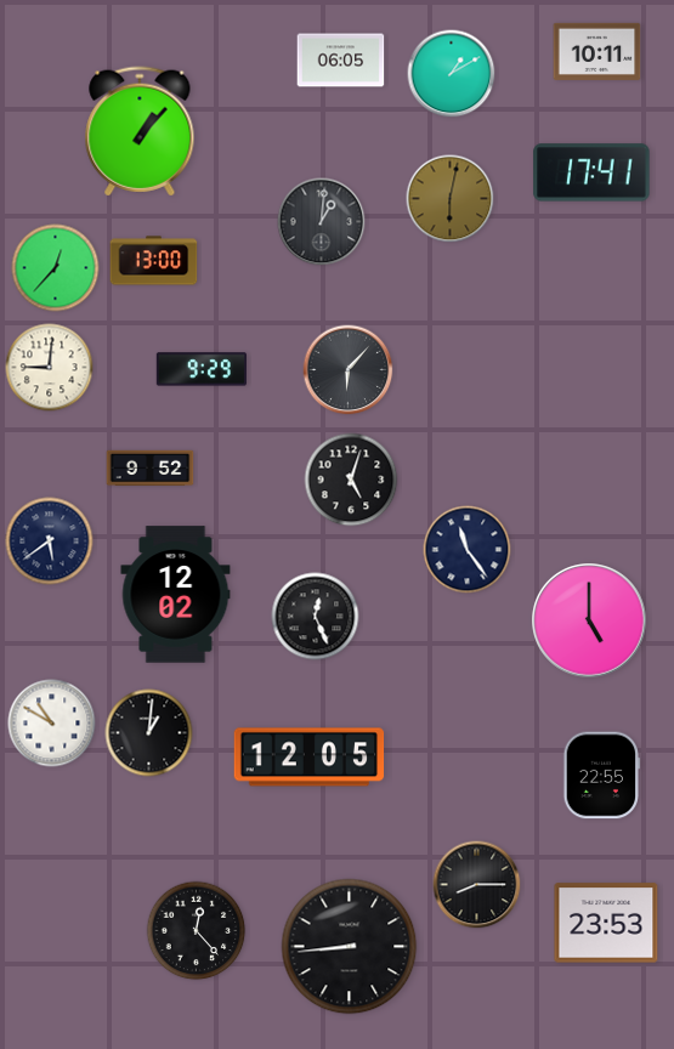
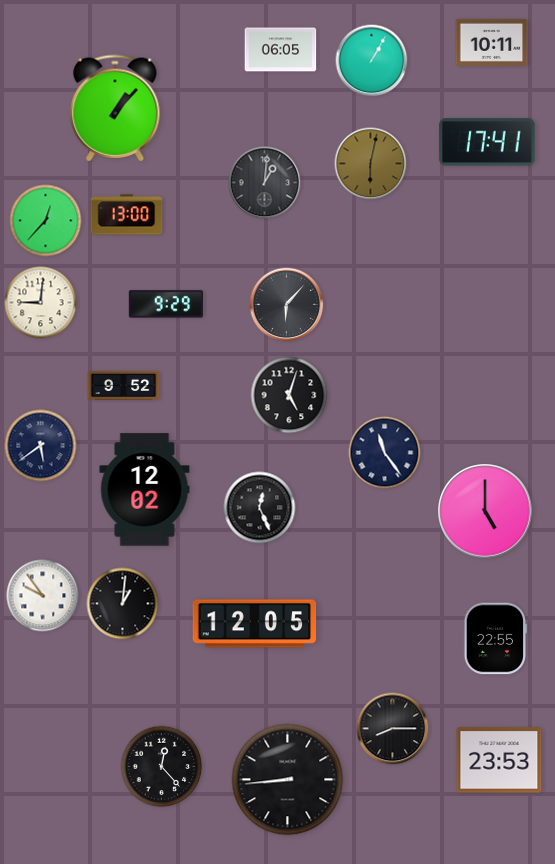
clock at (452, 74): 1:10 -> 1:05
clock at (52, 724): 10:50 -> 9:54
